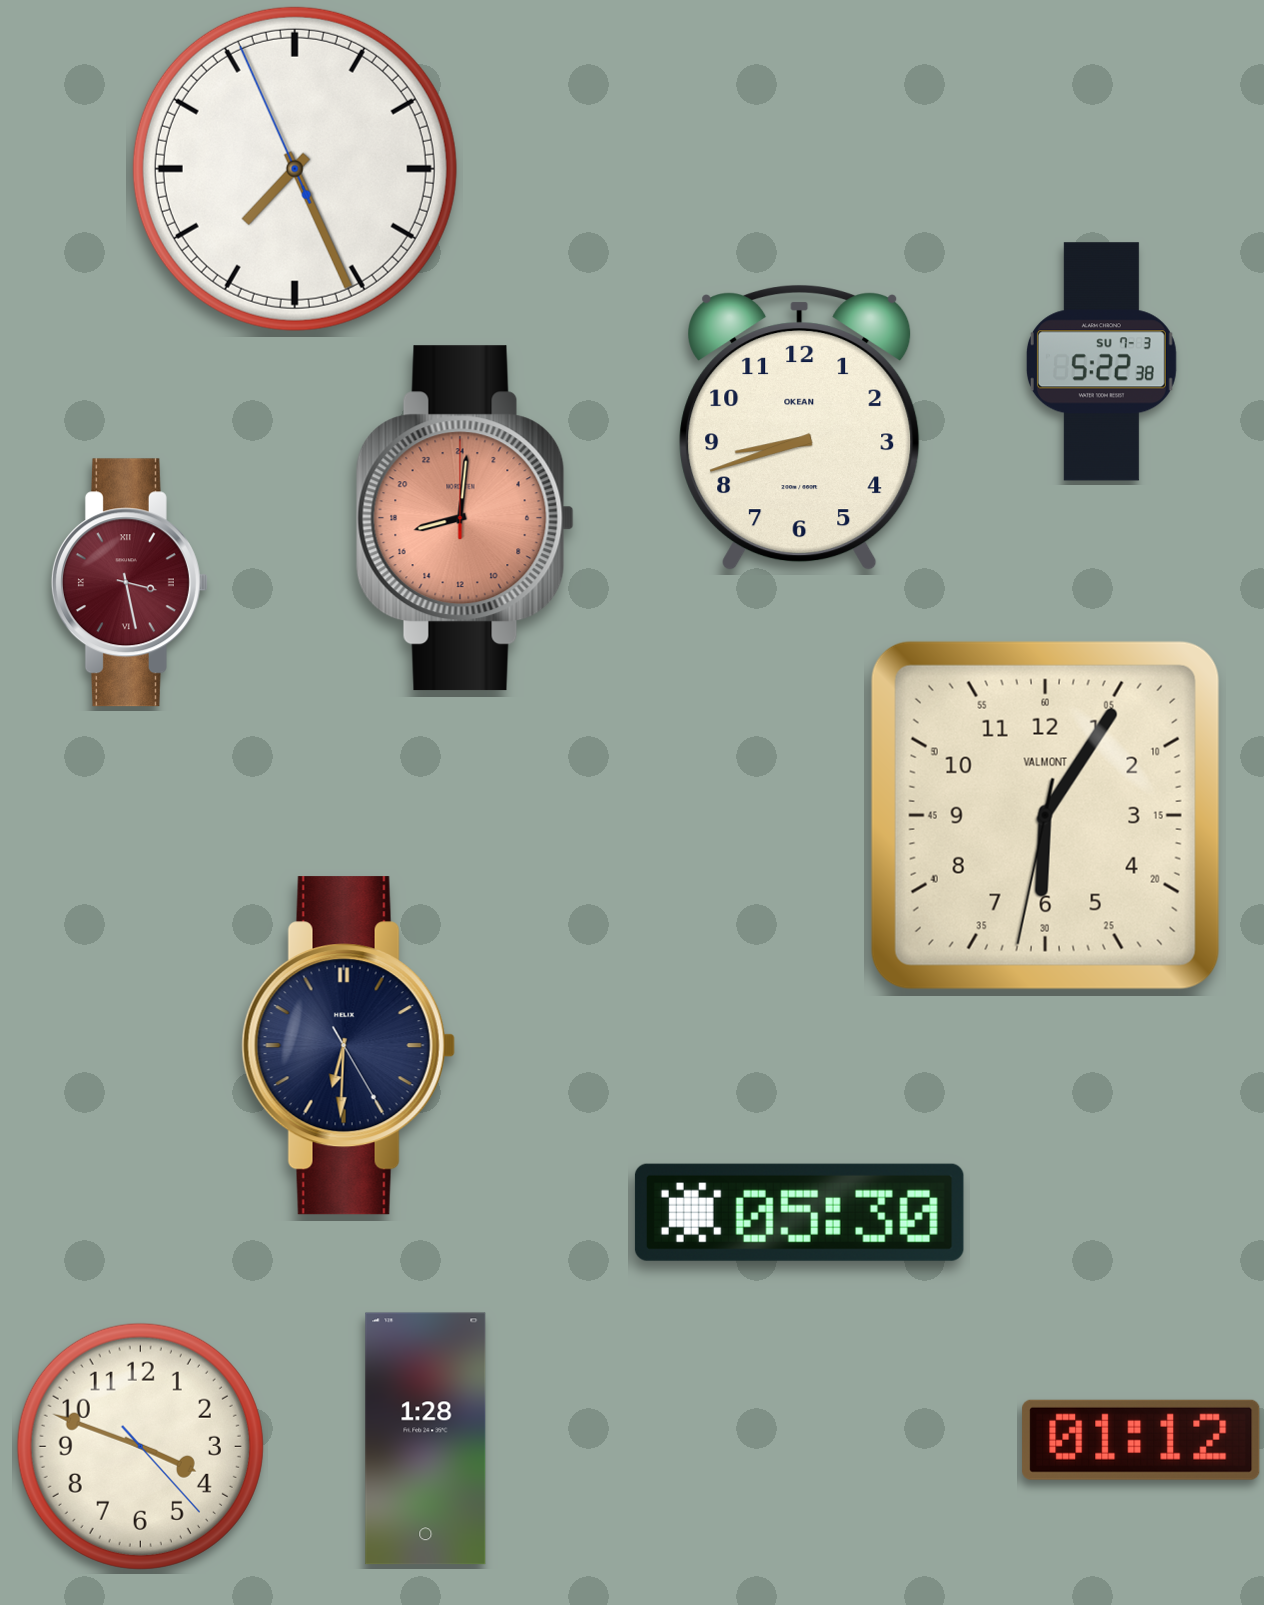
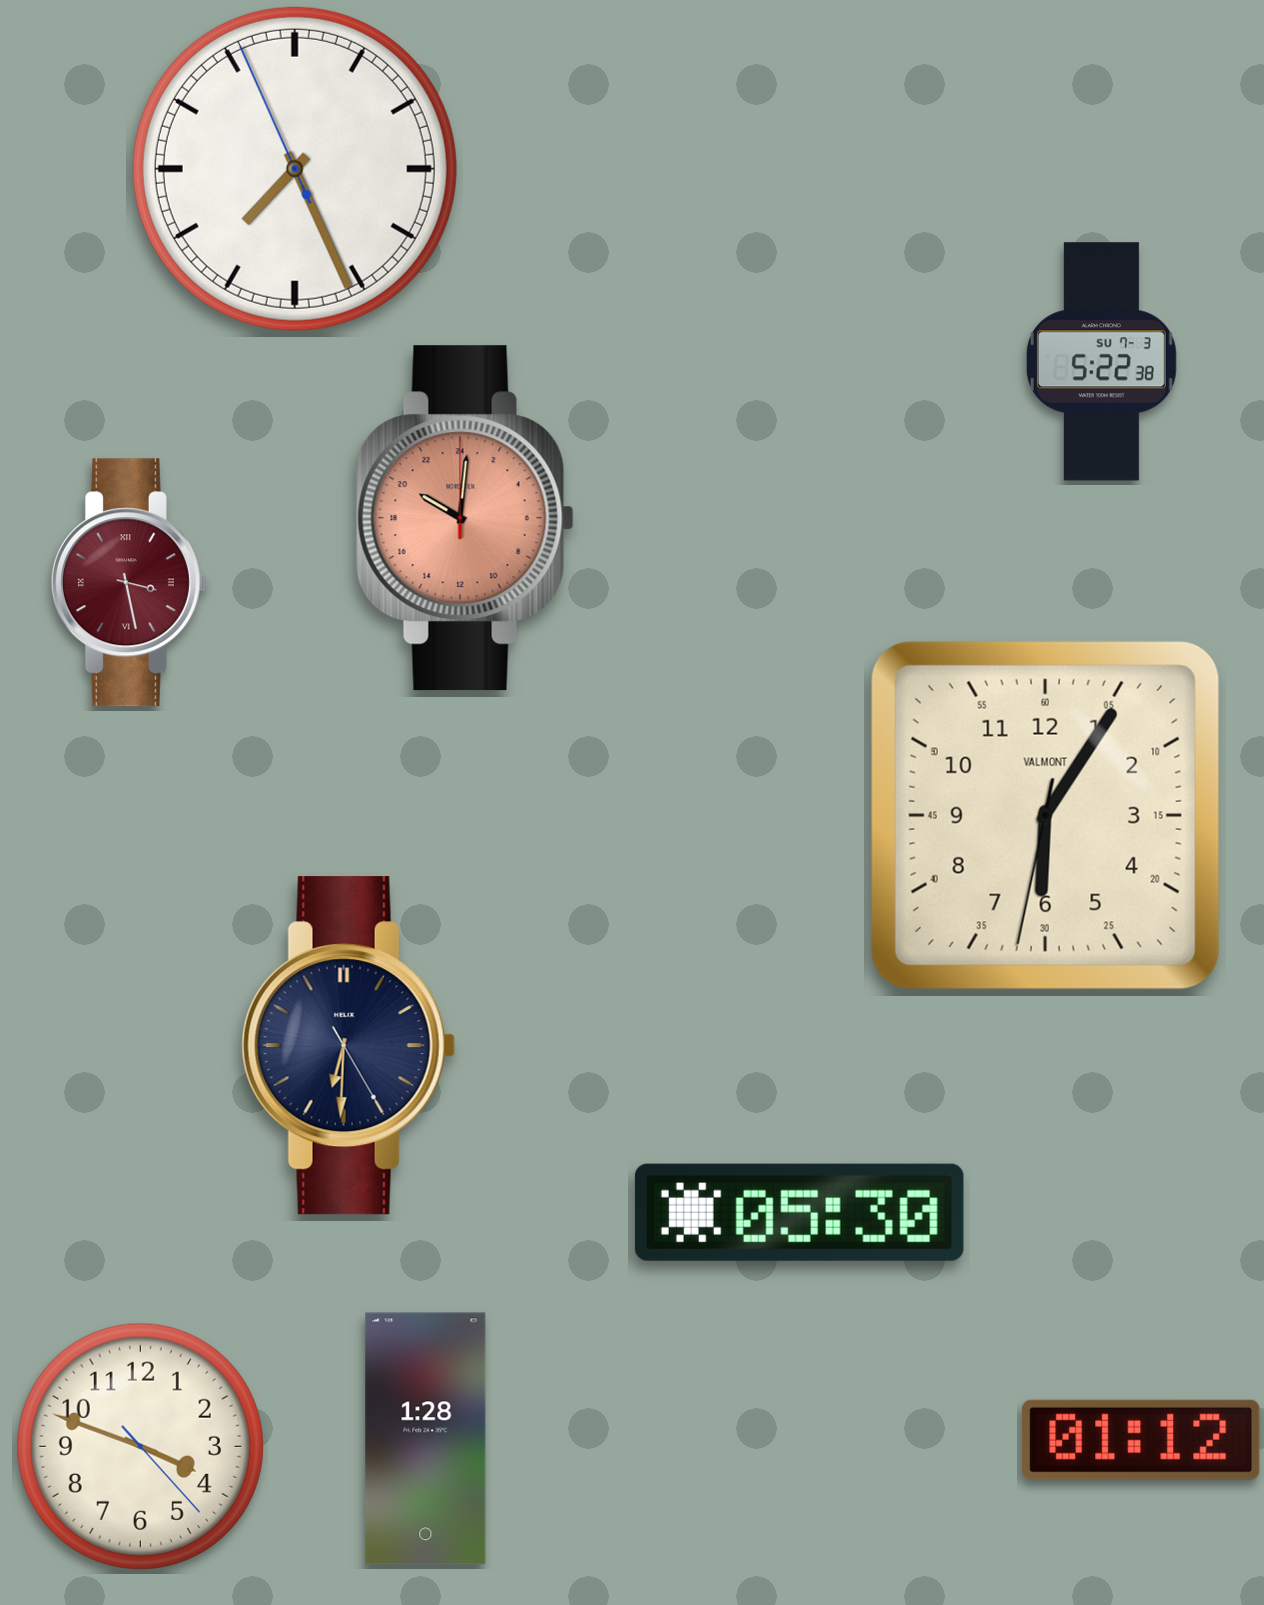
clock at (800, 428): 8:42 -> none
clock at (465, 518): 17:01 -> 20:01
